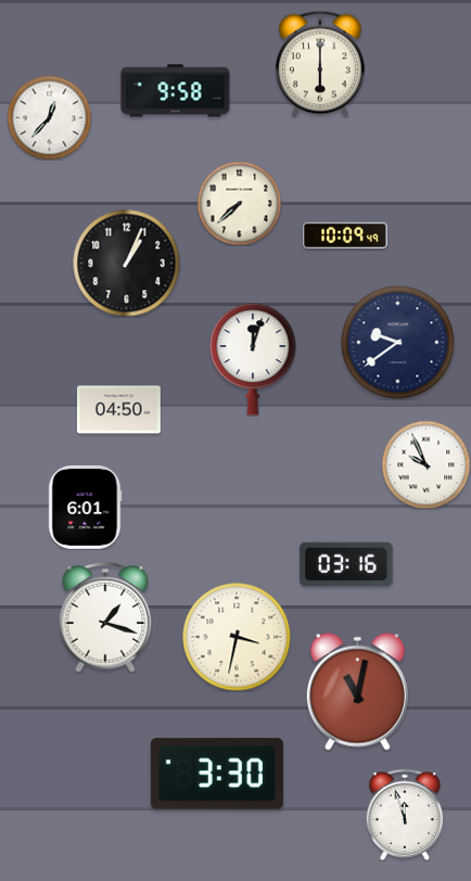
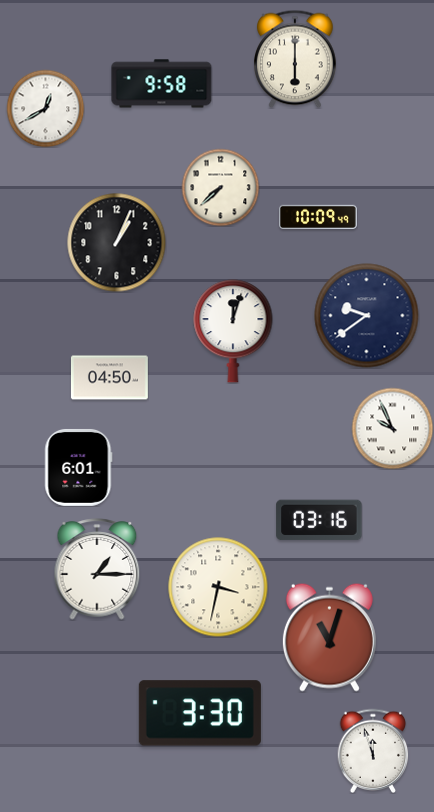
clock at (49, 117): 12:37 -> 12:40
clock at (105, 617): 1:18 -> 1:15
clock at (357, 691): 11:02 -> 11:03
